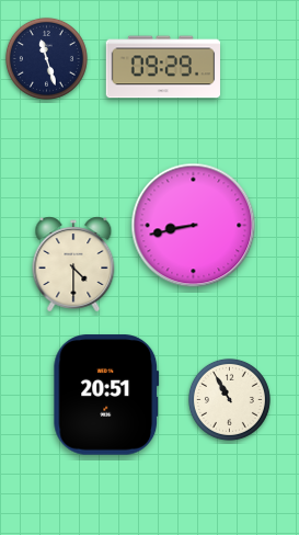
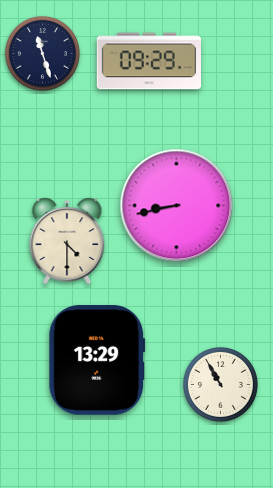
clock at (106, 395): 20:51 -> 13:29
clock at (229, 399) position: (229, 399) -> (220, 384)
